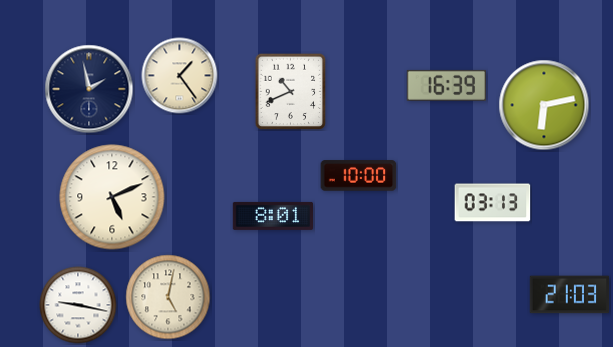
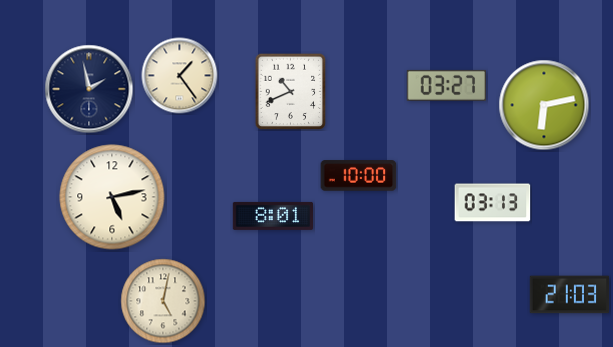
clock at (446, 85): 16:39 -> 03:27
clock at (112, 197): 5:11 -> 5:13
clock at (168, 297) position: (168, 297) -> (163, 301)
clock at (78, 305): 9:17 -> none
